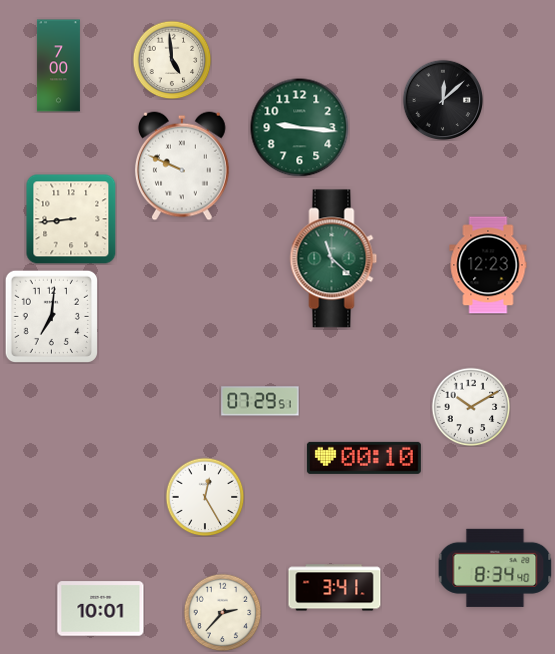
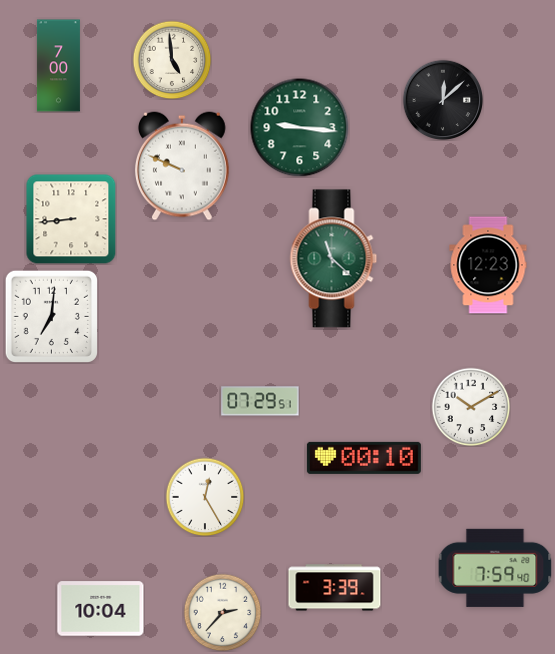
clock at (495, 568): 8:34 -> 7:59
clock at (335, 588): 3:41 -> 3:39
clock at (101, 609): 10:01 -> 10:04
